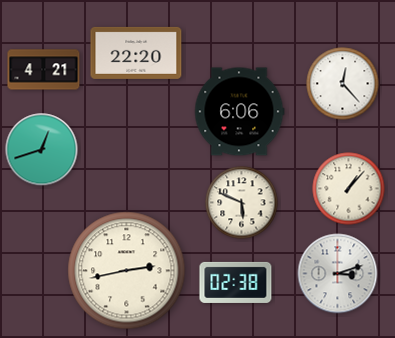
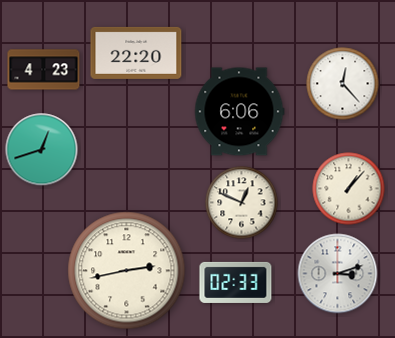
clock at (44, 70): 4:21 -> 4:23
clock at (242, 203): 5:49 -> 12:49
clock at (236, 282): 02:38 -> 02:33
